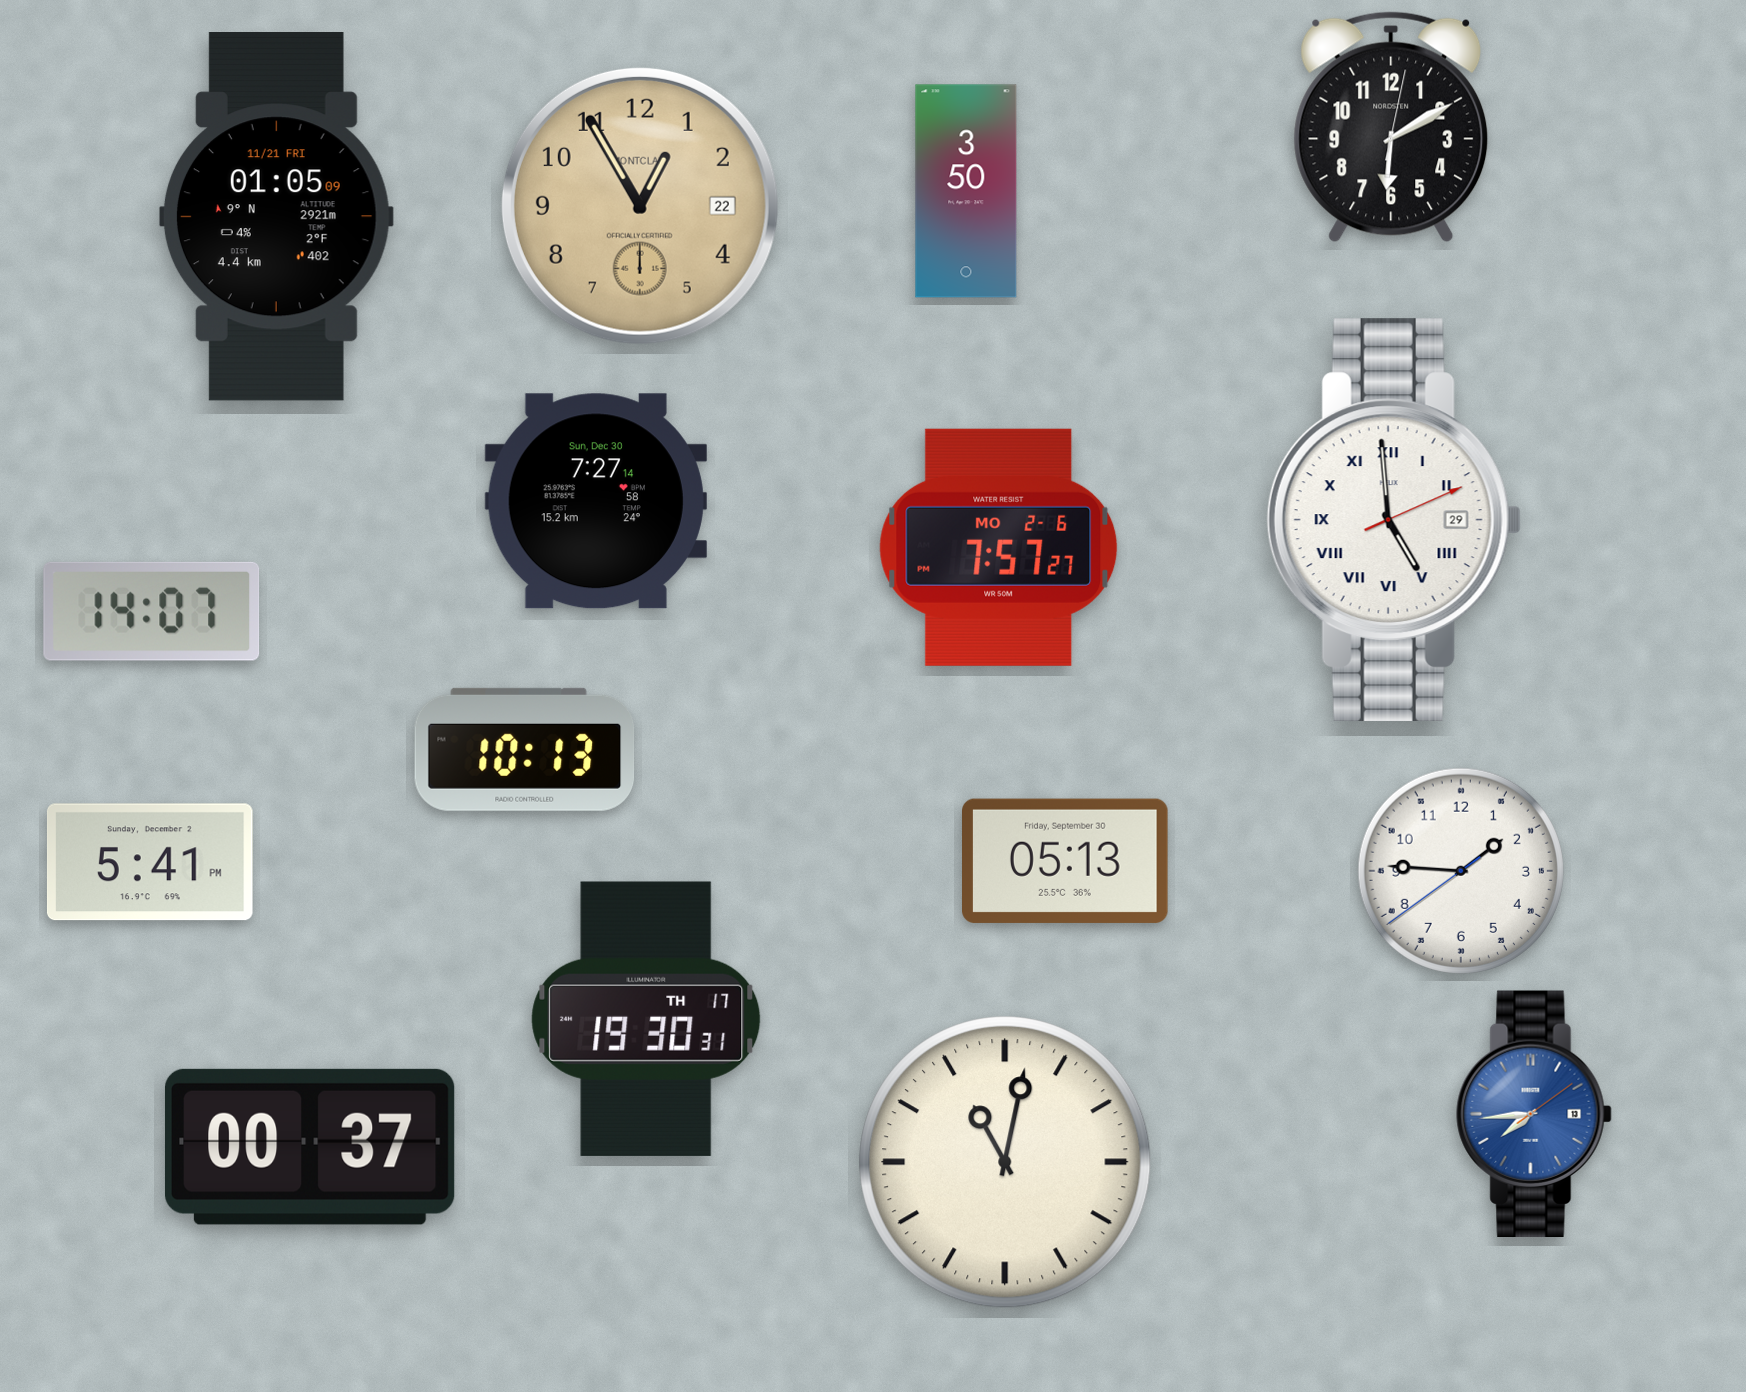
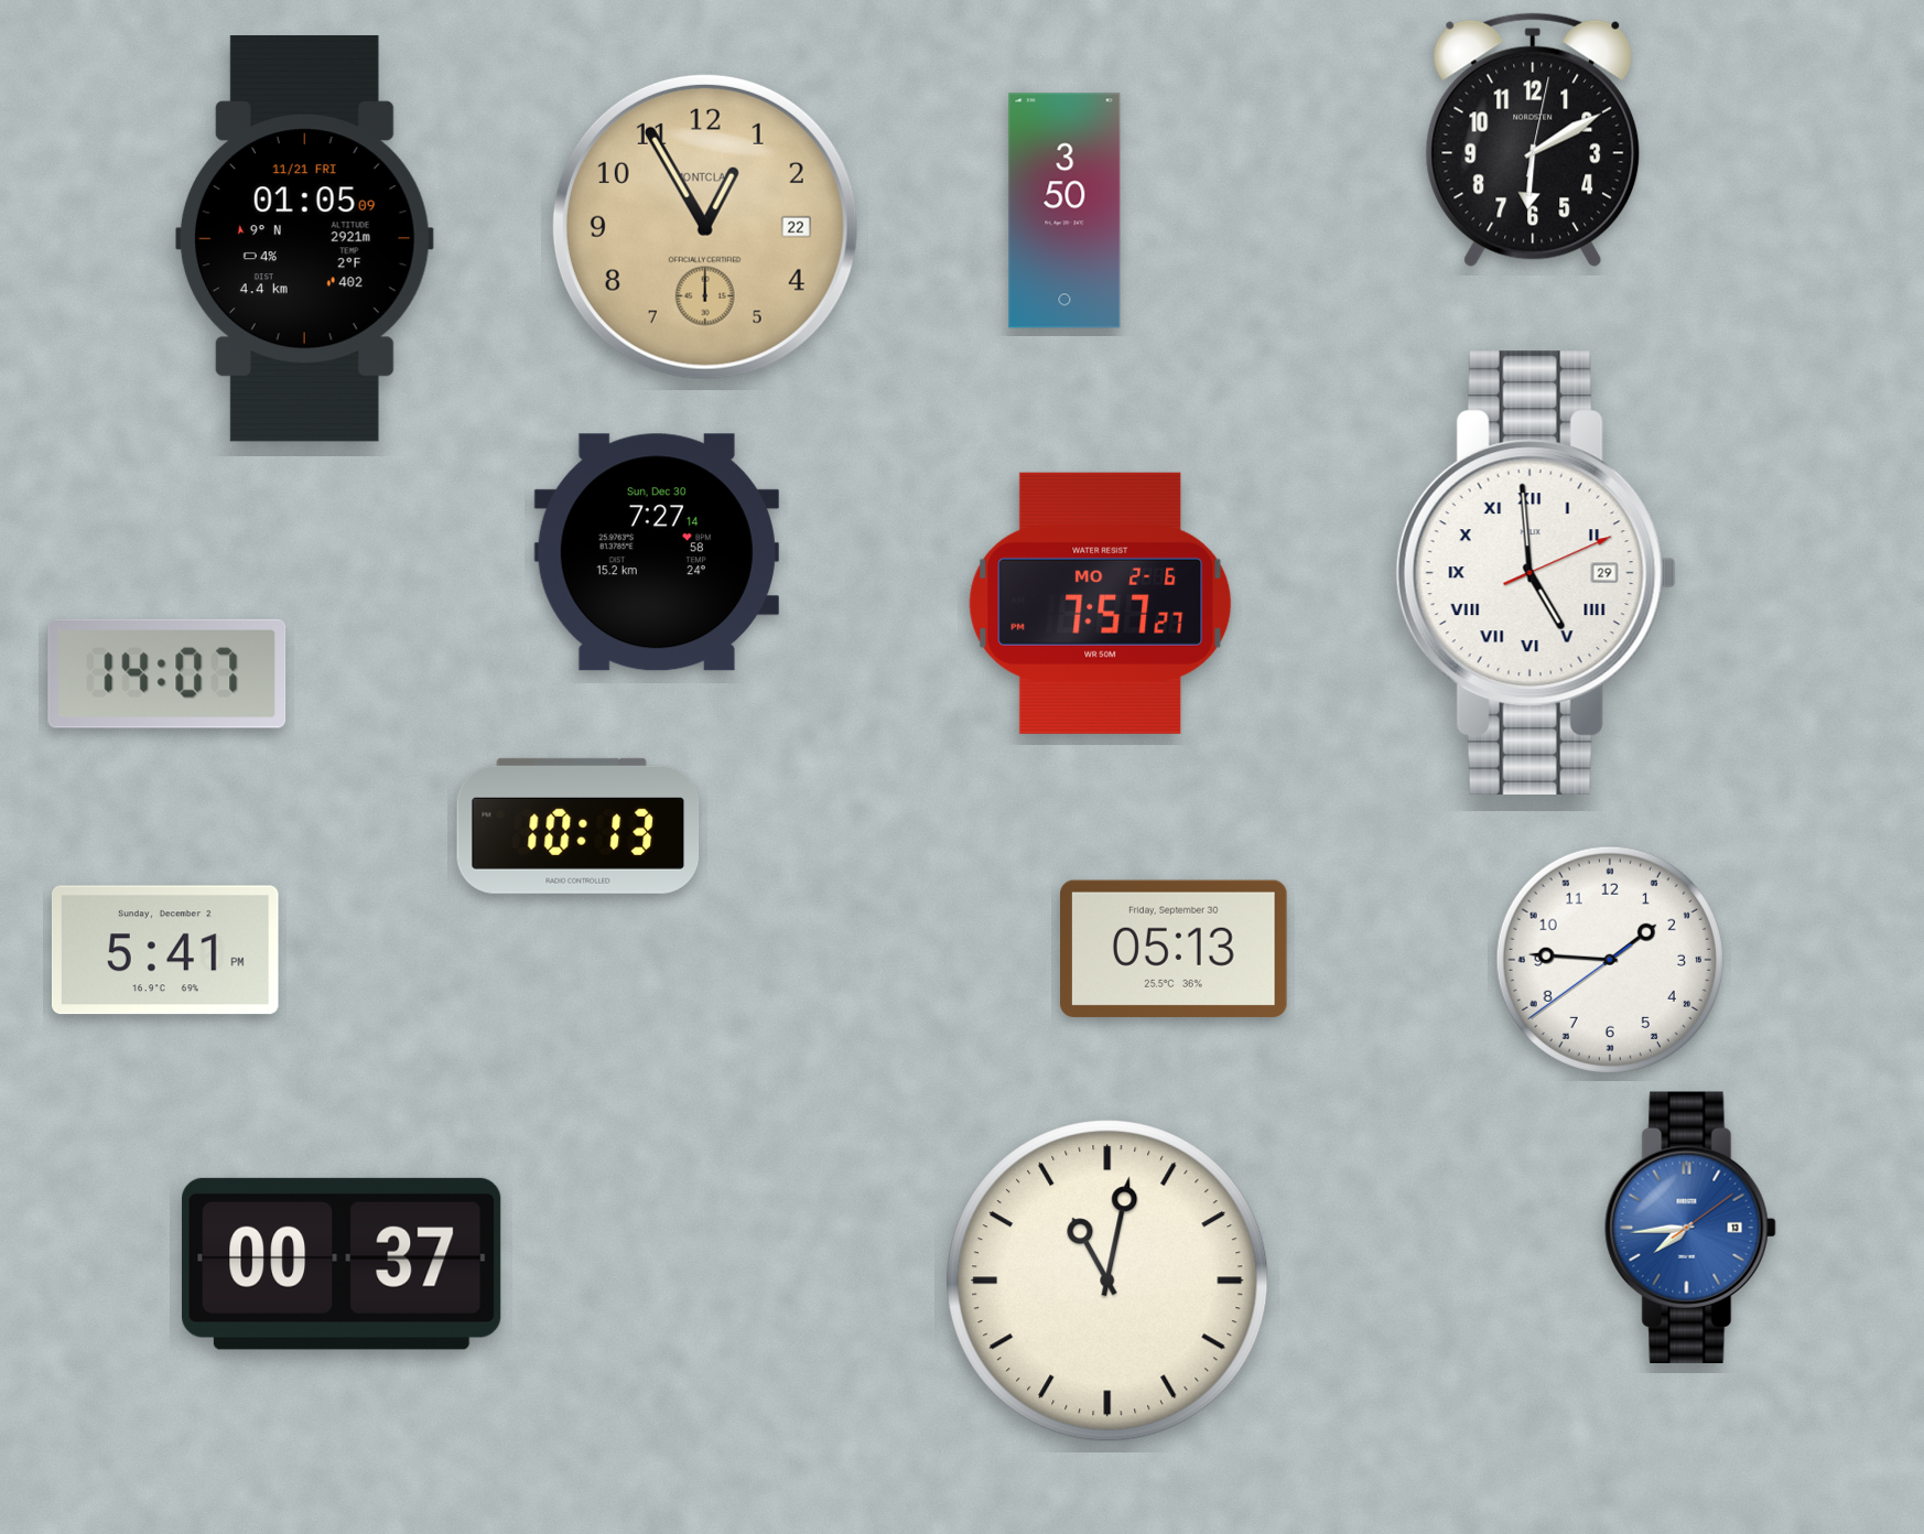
clock at (646, 1019): 19:30 -> none
